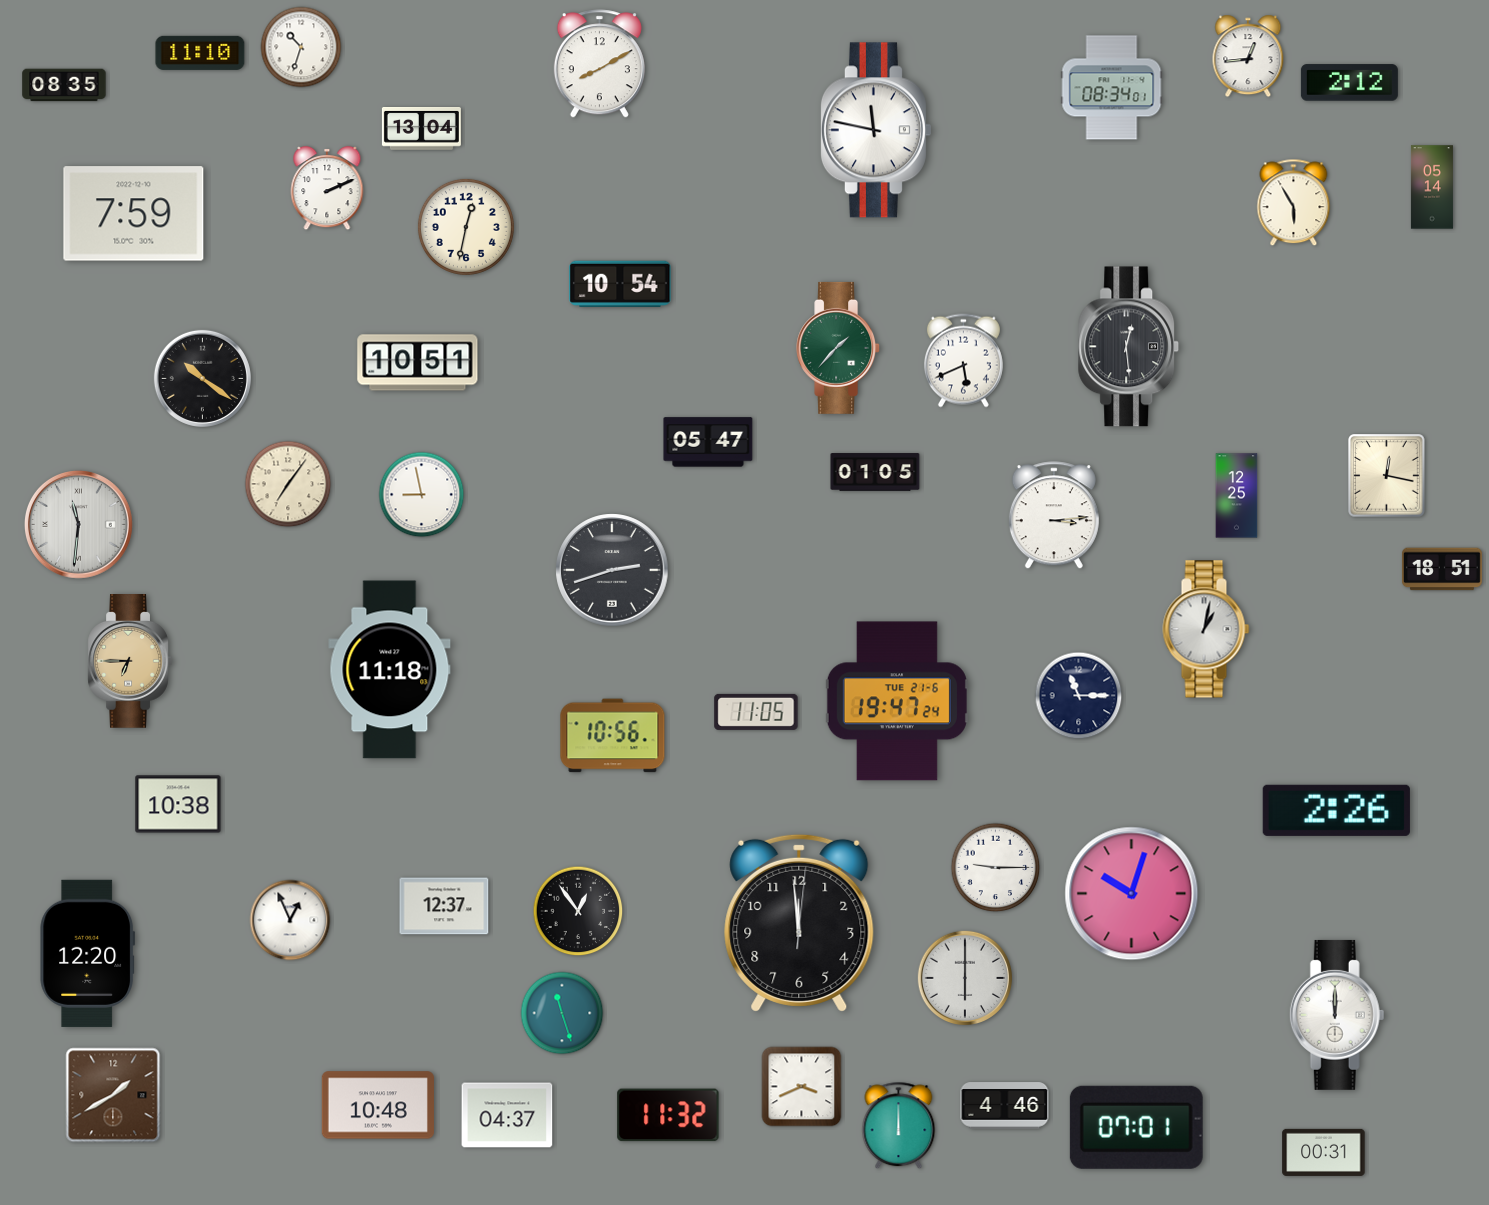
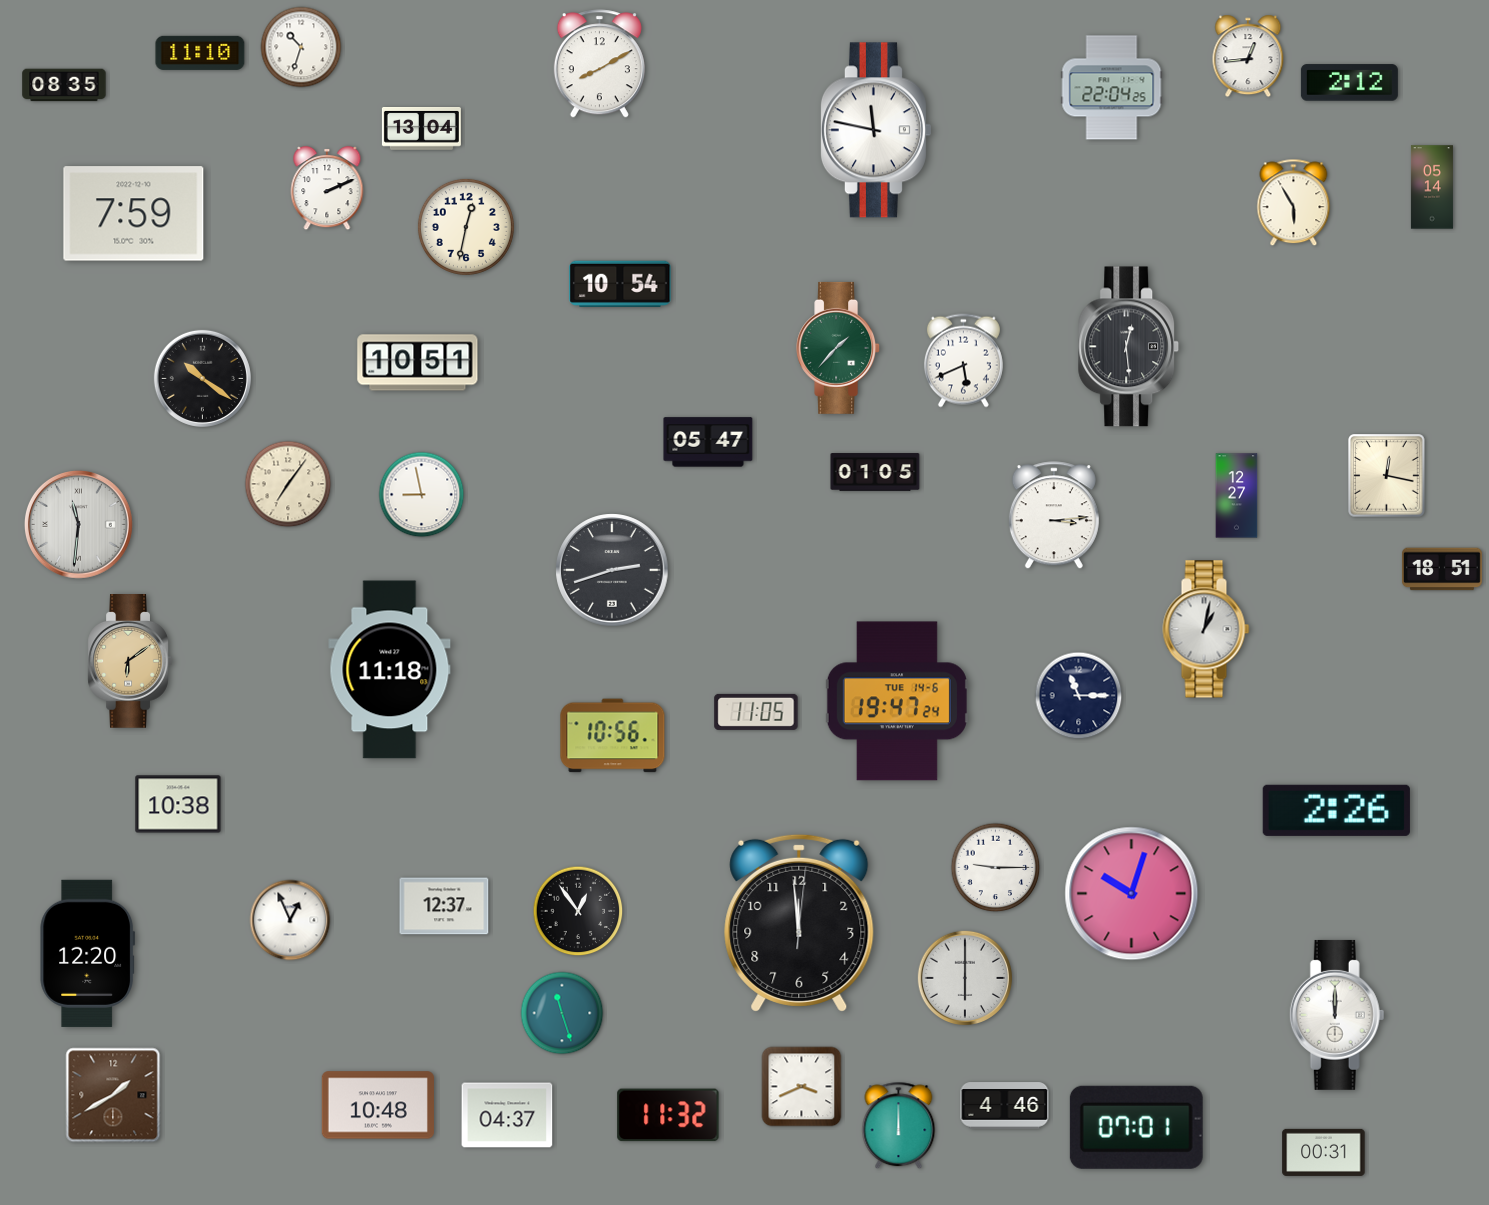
clock at (1112, 88): 08:34 -> 22:04
clock at (1237, 496): 12:25 -> 12:27
clock at (130, 661): 6:45 -> 6:09
clock at (897, 701) date: TUE 21-6 -> TUE 14-6
